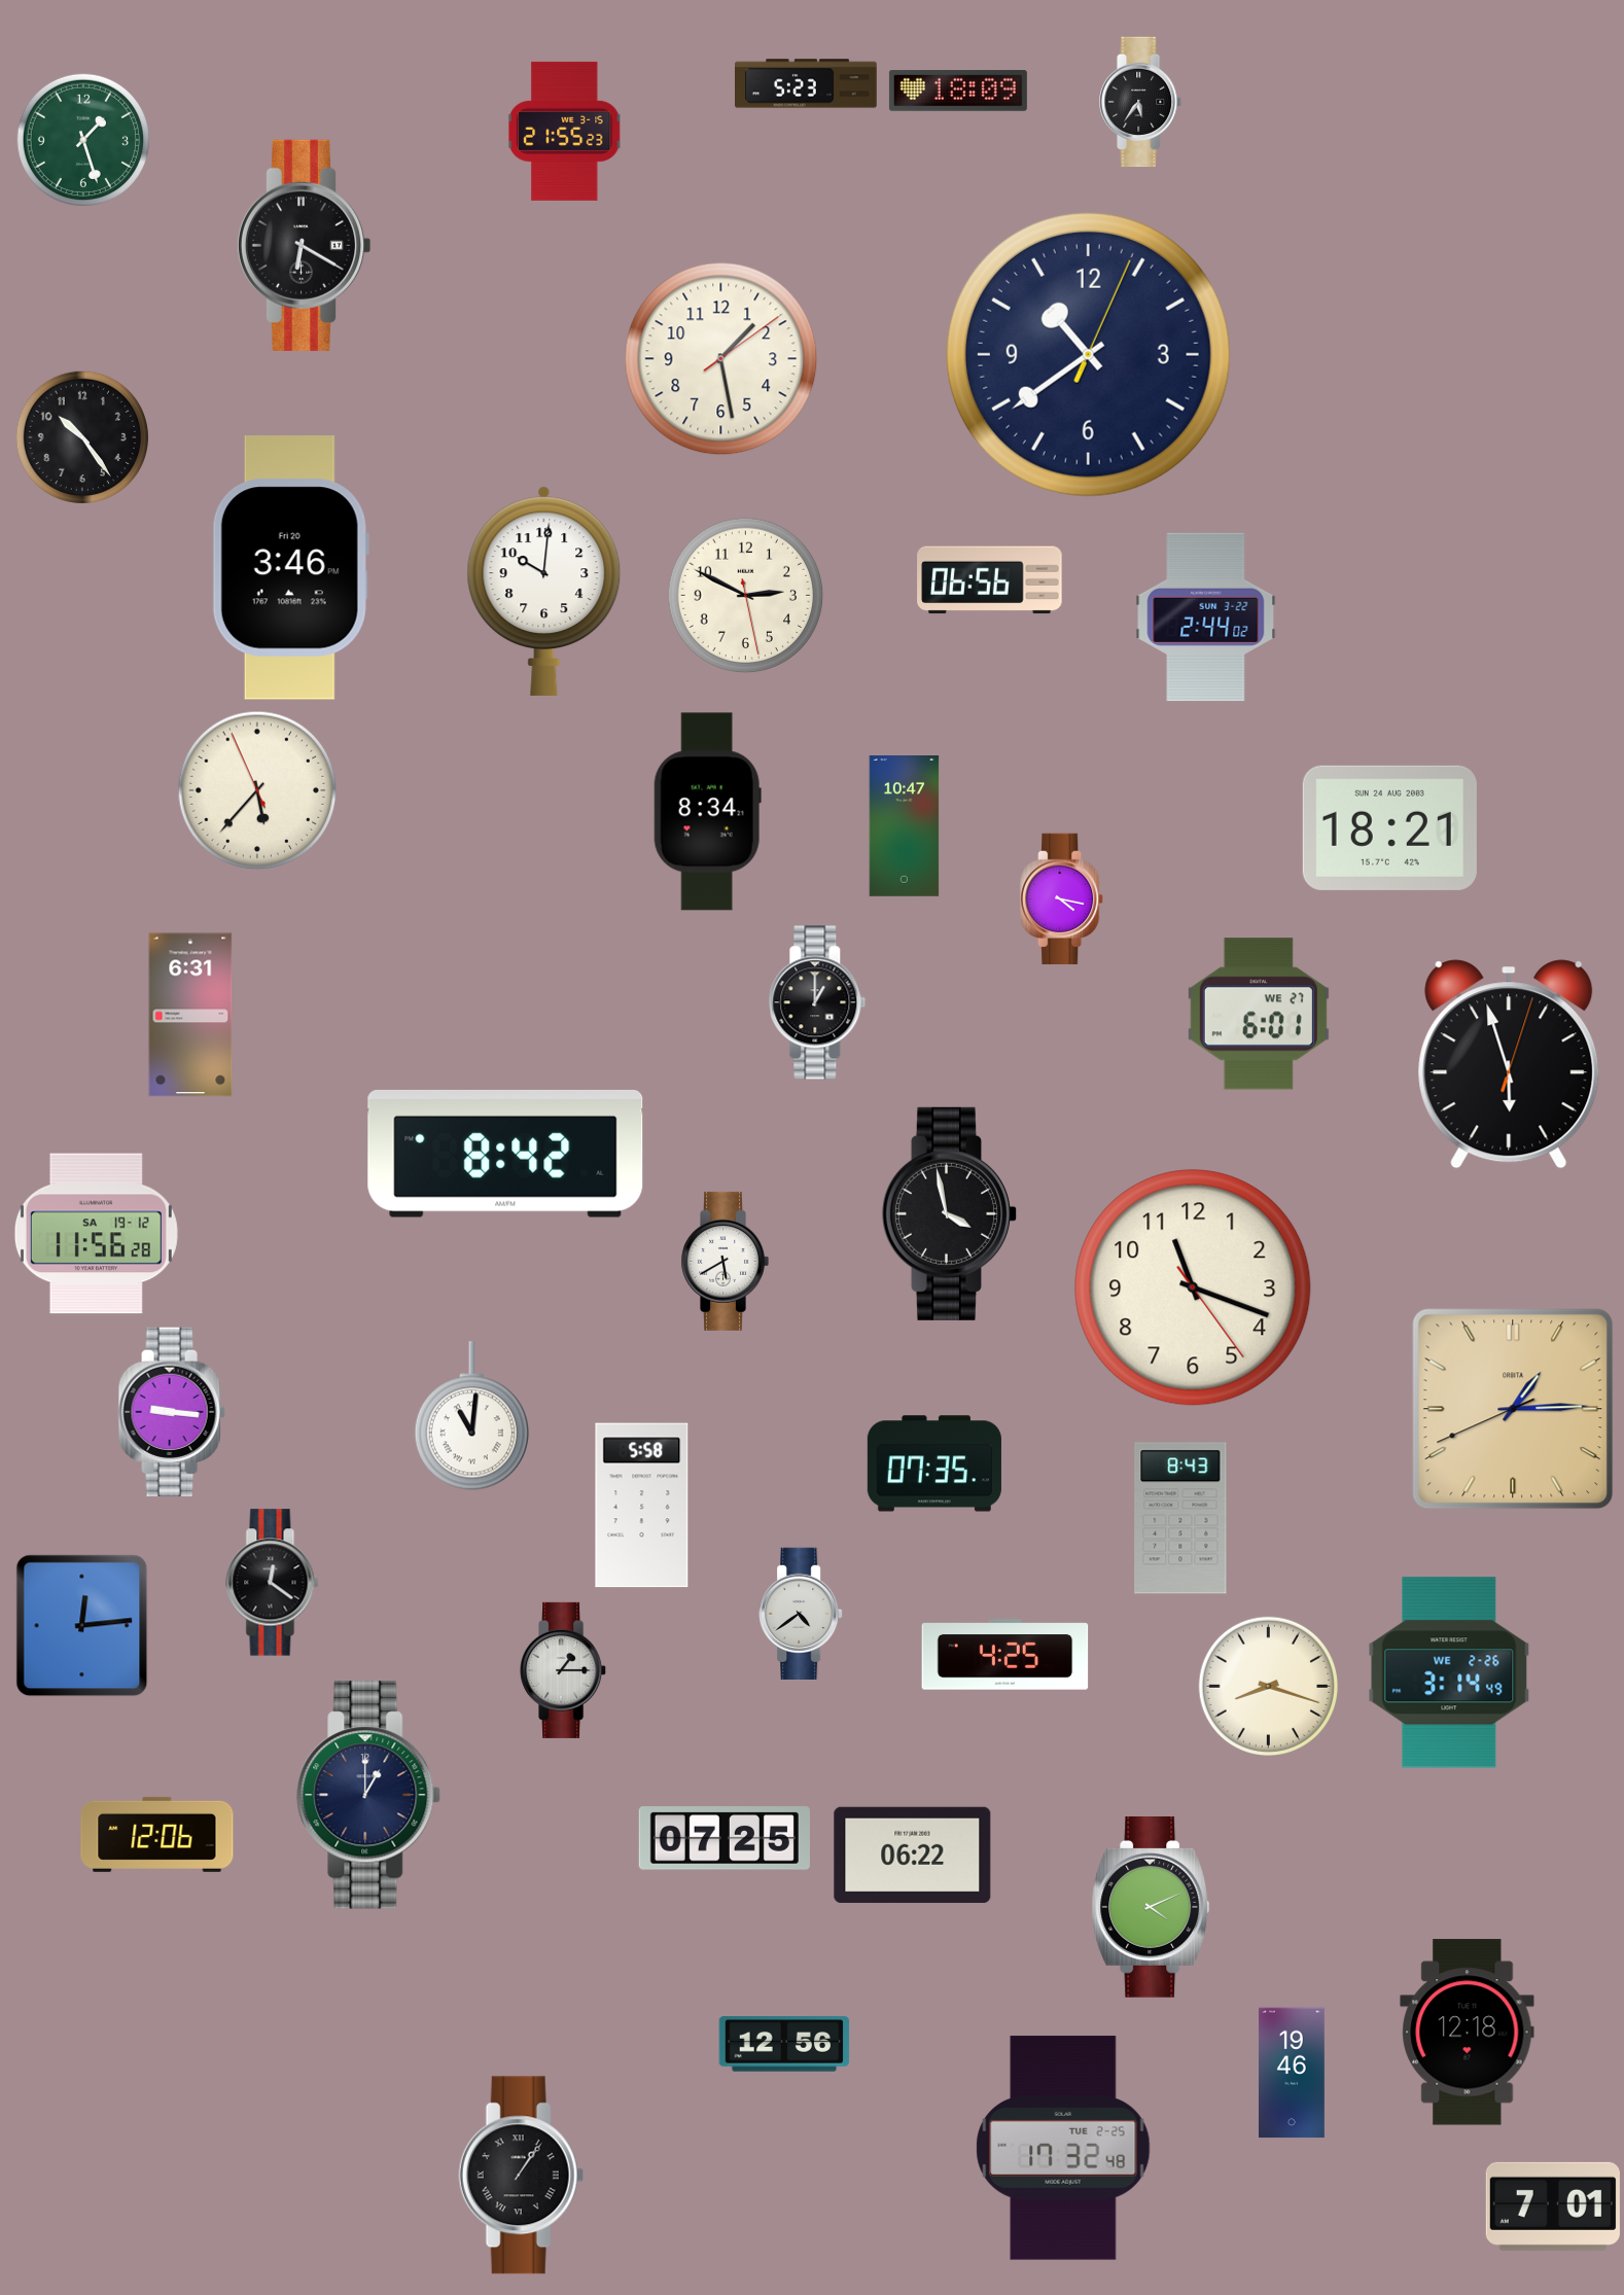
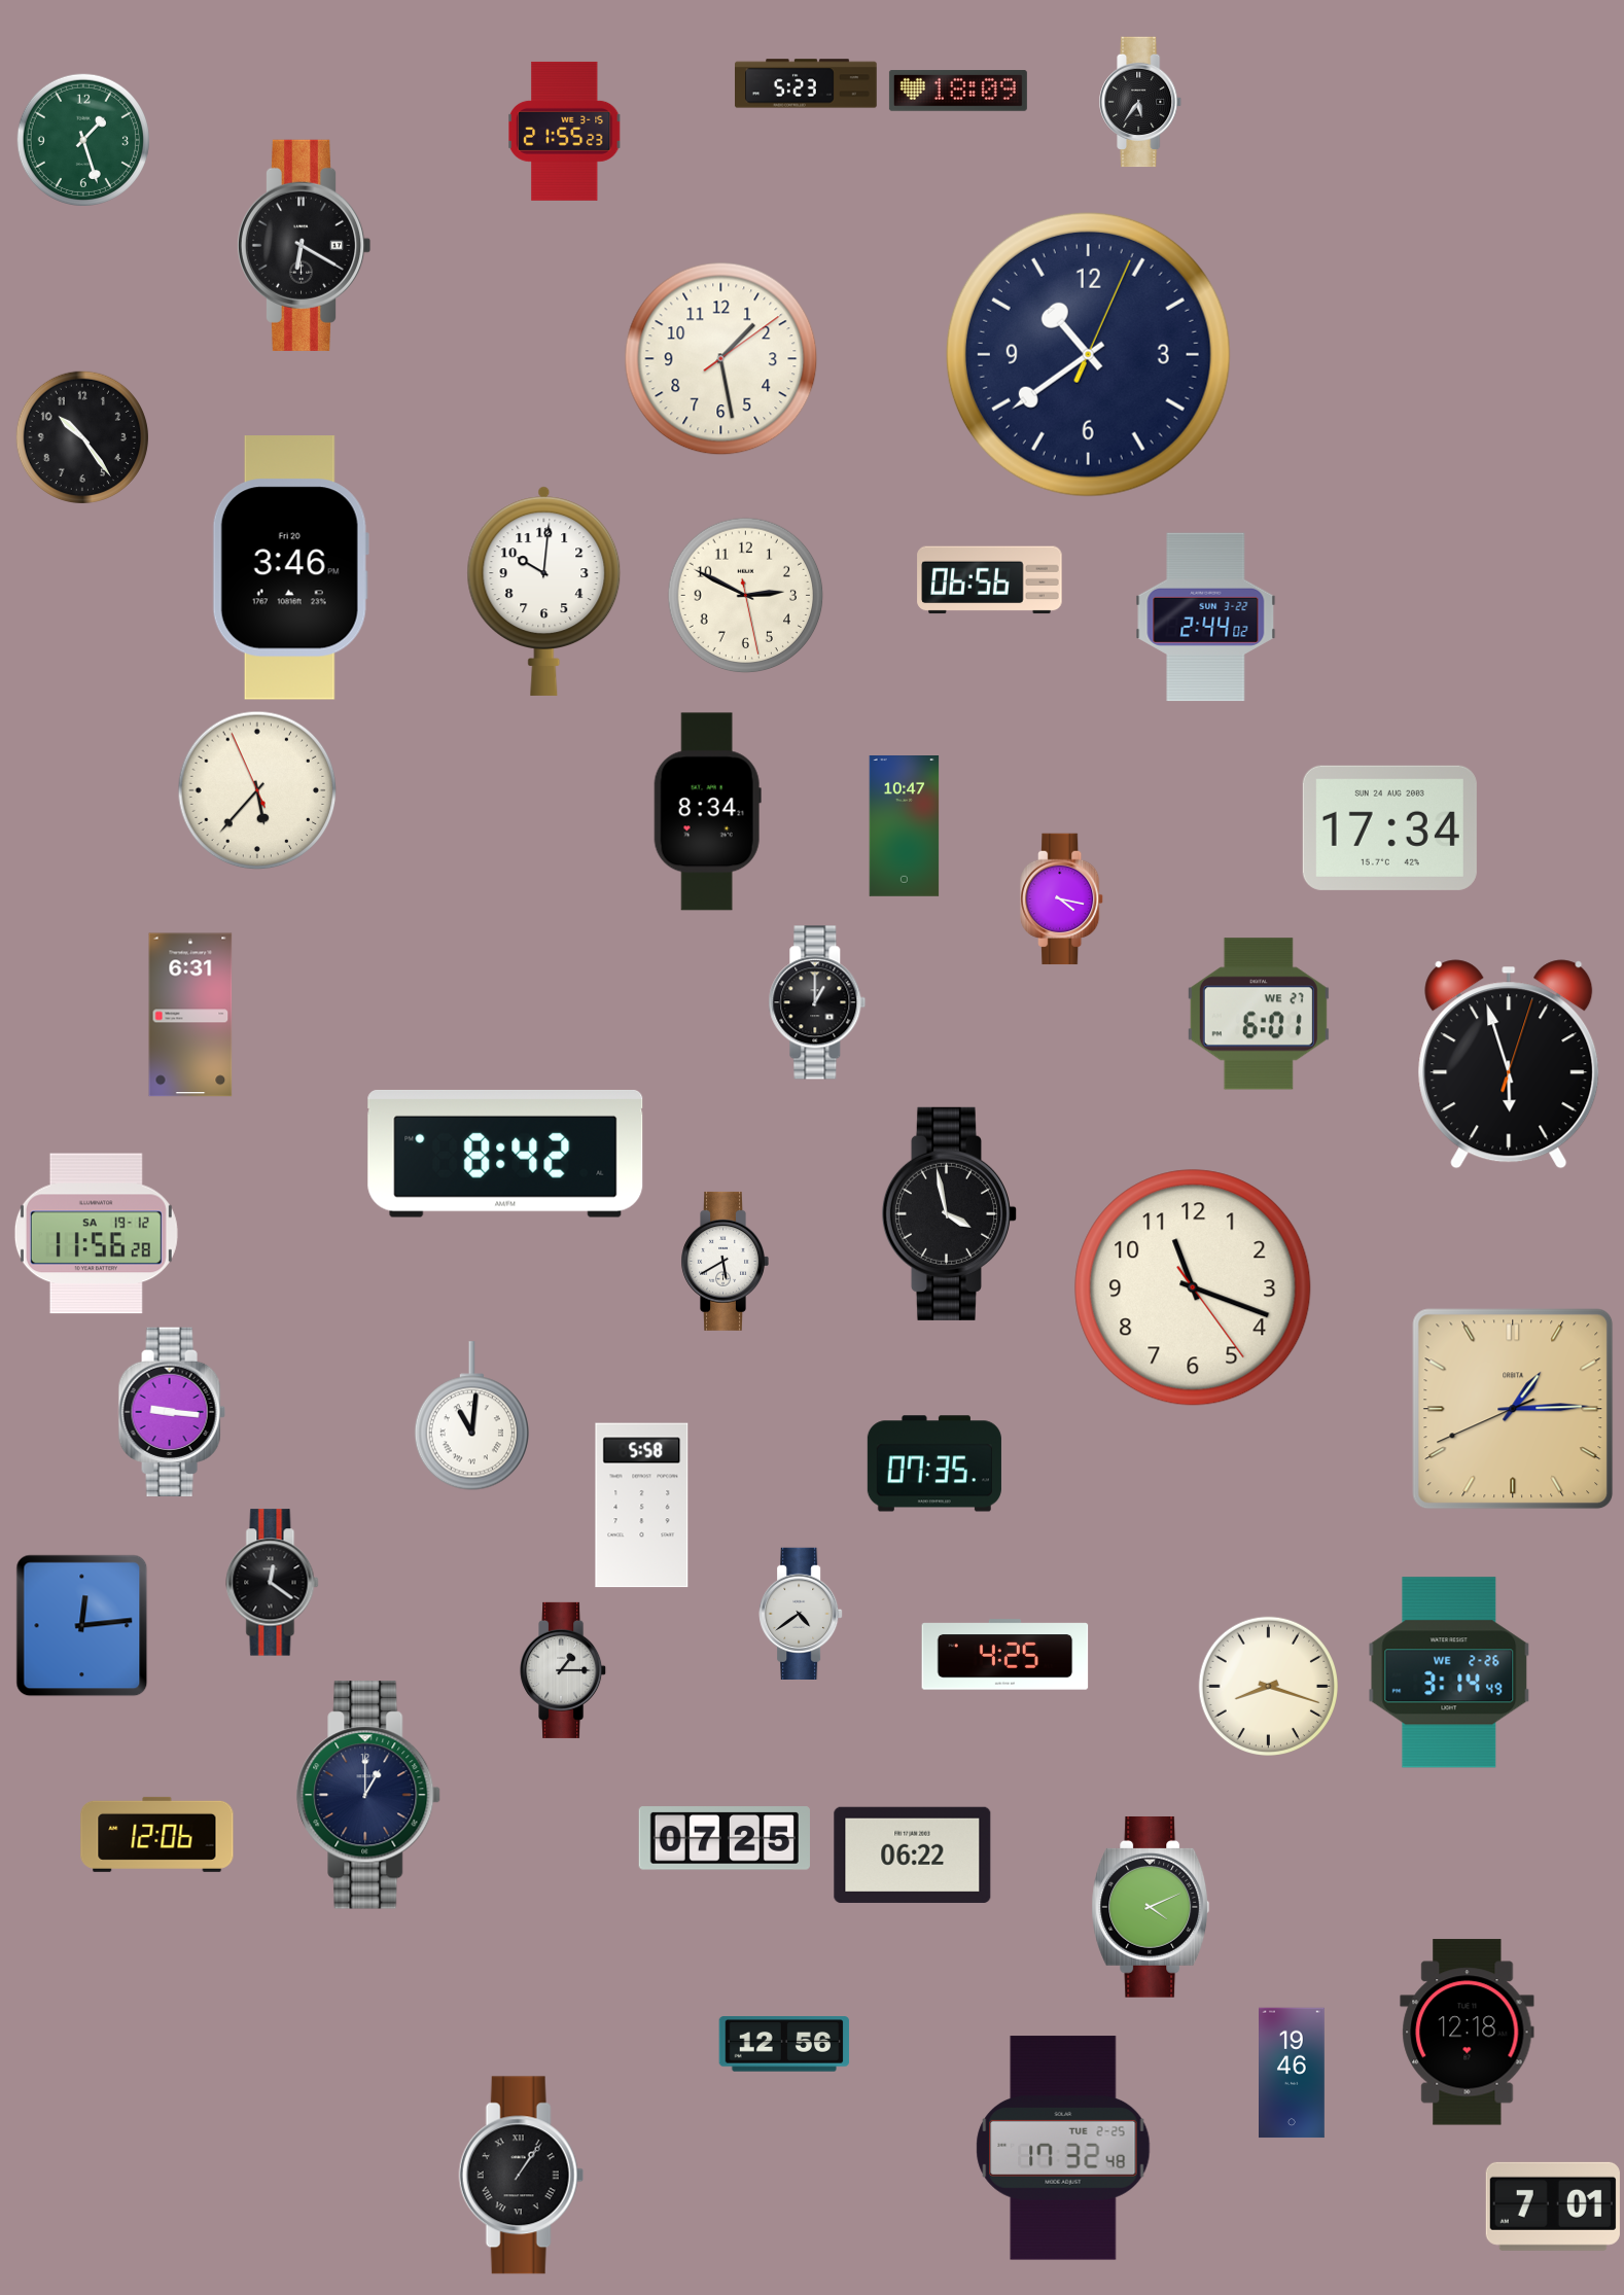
clock at (1389, 827): 18:21 -> 17:34
clock at (1180, 1518): 8:43 -> none
